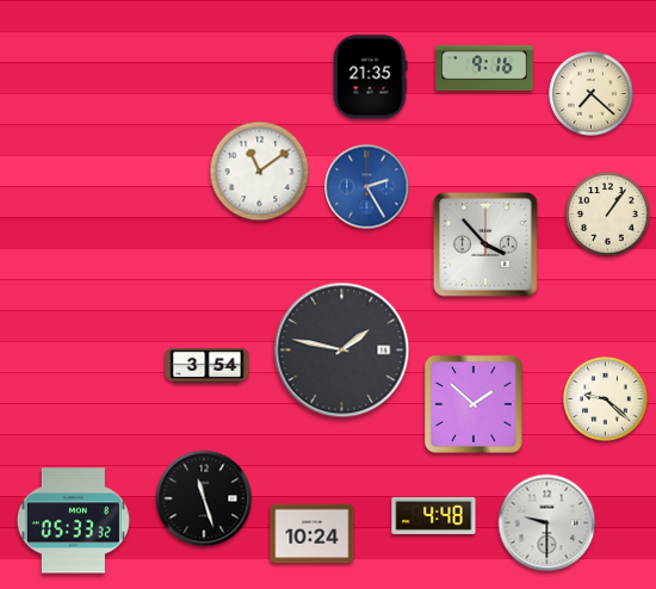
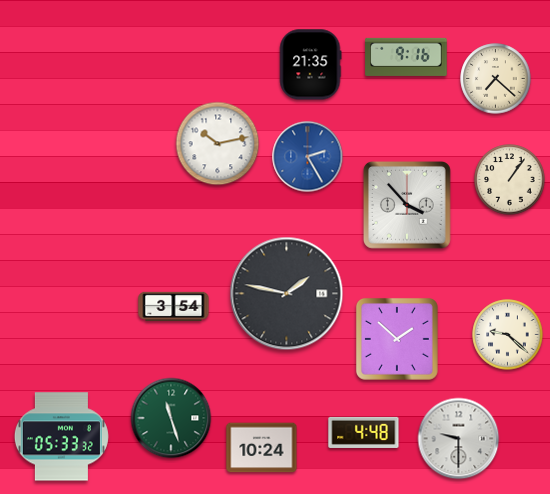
clock at (260, 172): 11:09 -> 10:13
clock at (204, 498) dial: black -> green
